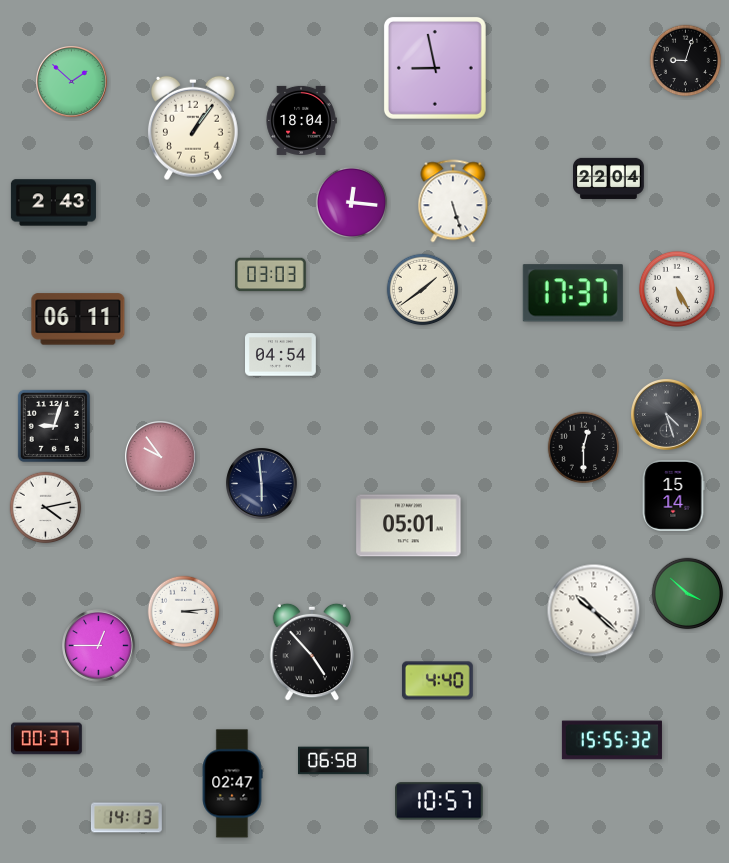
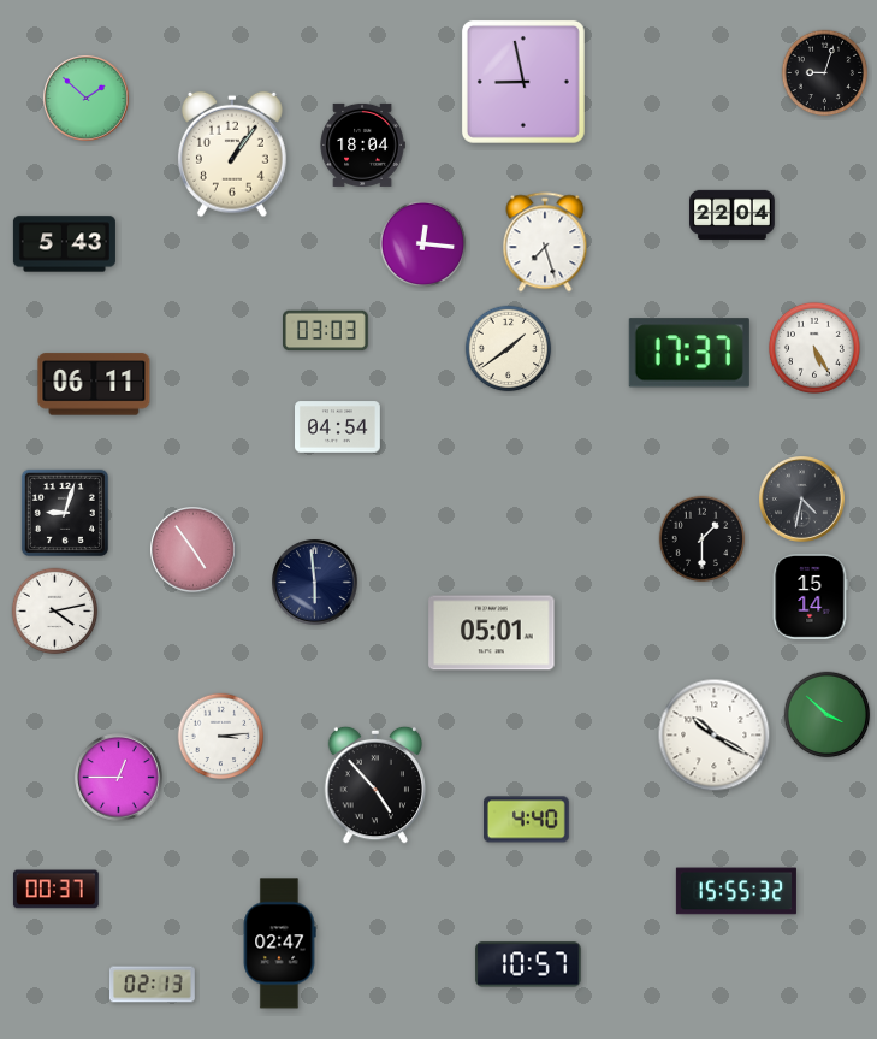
clock at (453, 201): 5:27 -> 7:27
clock at (53, 203): 2:43 -> 5:43
clock at (667, 415): 4:27 -> 4:32
clock at (584, 448): 12:30 -> 1:30
clock at (161, 457): 9:54 -> 4:54
clock at (594, 611): 10:22 -> 10:20
clock at (334, 761): 06:58 -> none
clock at (126, 818): 14:13 -> 02:13
